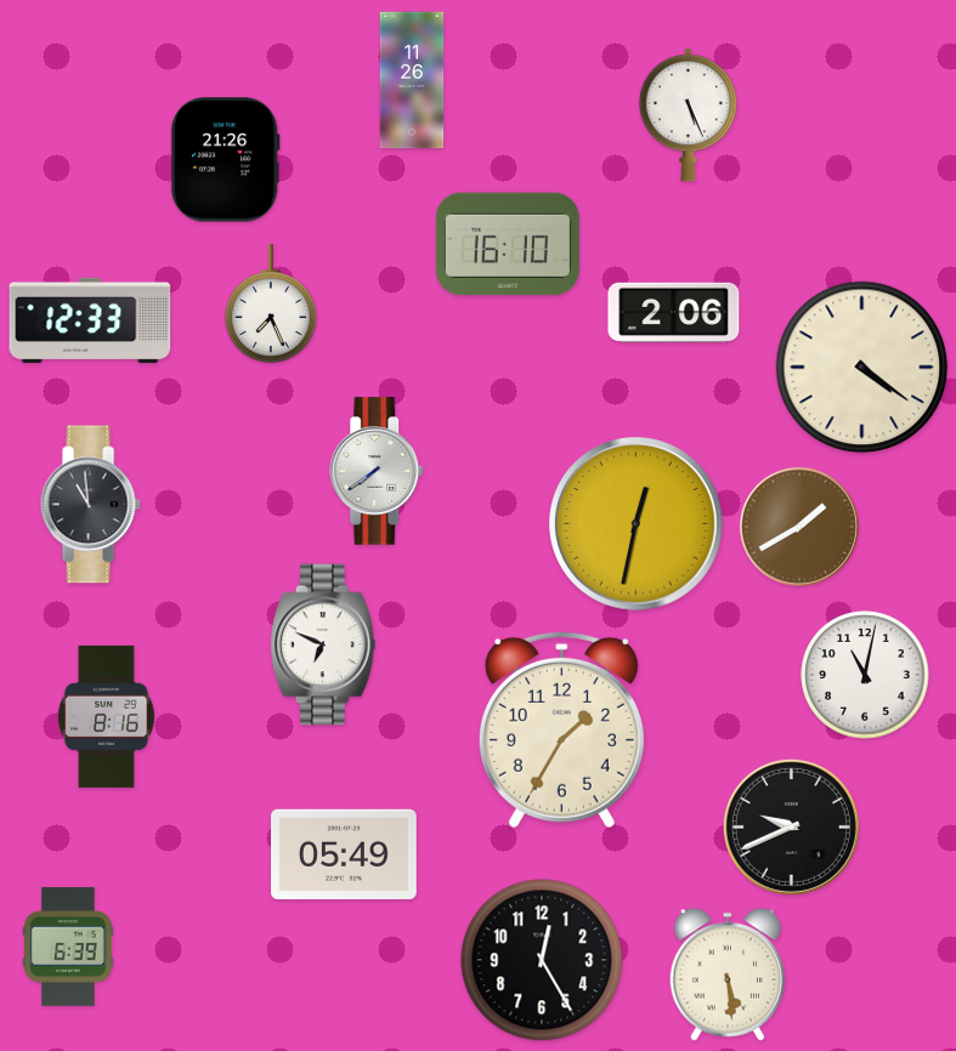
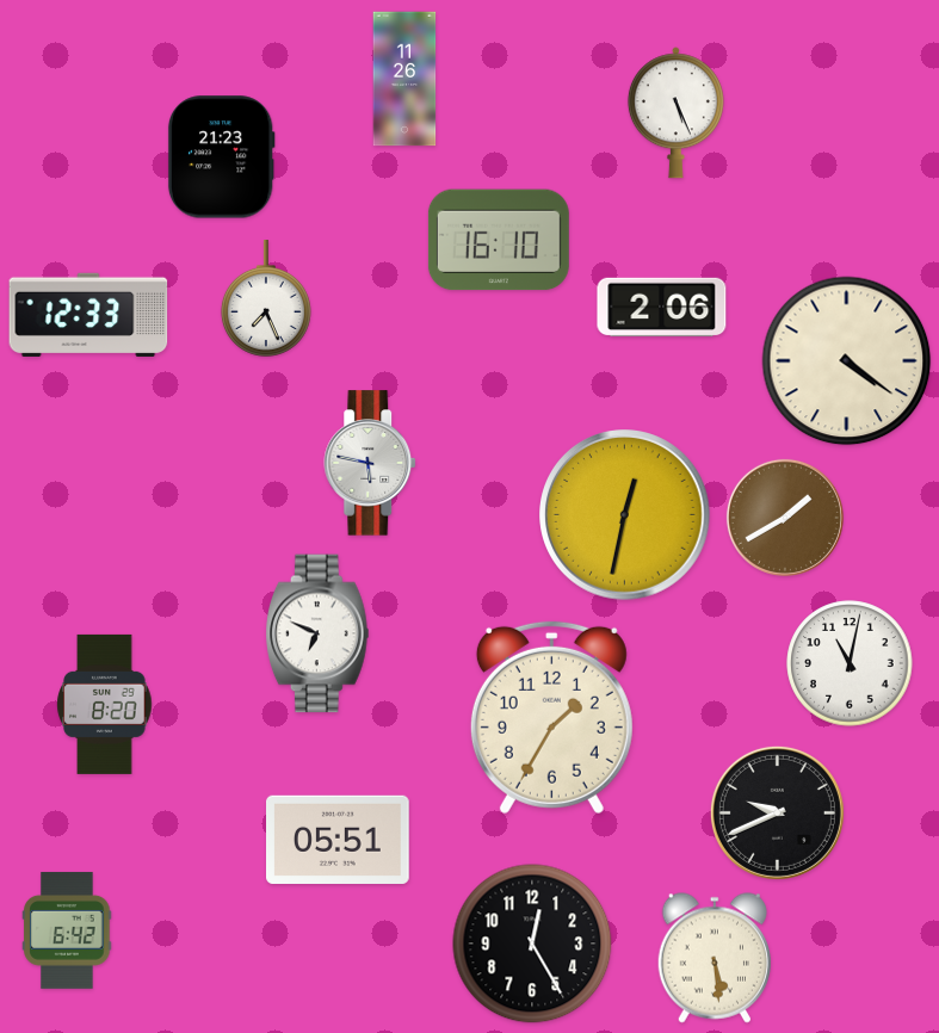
clock at (225, 160): 21:26 -> 21:23
clock at (378, 471): 7:39 -> 5:47
clock at (90, 505): 10:59 -> none
clock at (107, 716): 8:16 -> 8:20
clock at (345, 854): 05:49 -> 05:51
clock at (68, 947): 6:39 -> 6:42
